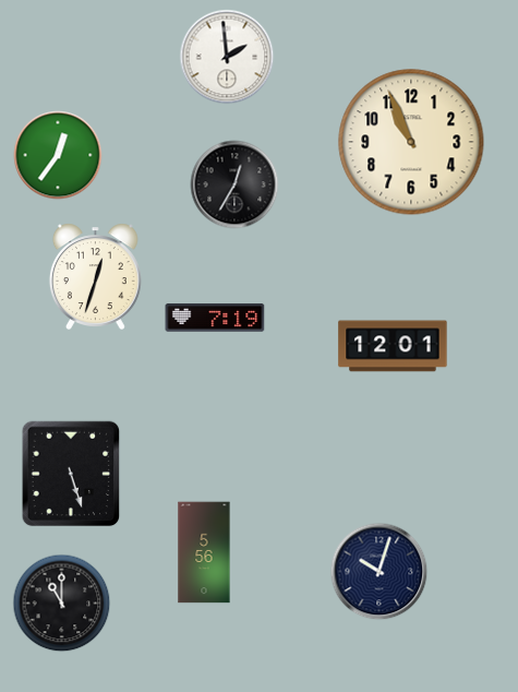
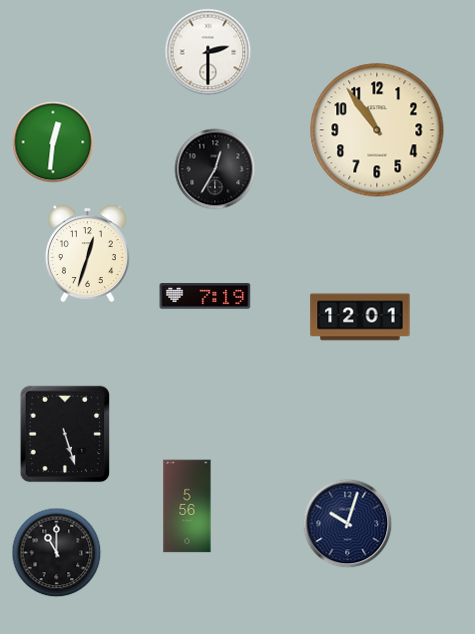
clock at (227, 57): 1:59 -> 2:30
clock at (411, 142): 10:56 -> 10:54
clock at (58, 155): 12:36 -> 12:31
clock at (215, 318) position: (215, 318) -> (205, 296)
